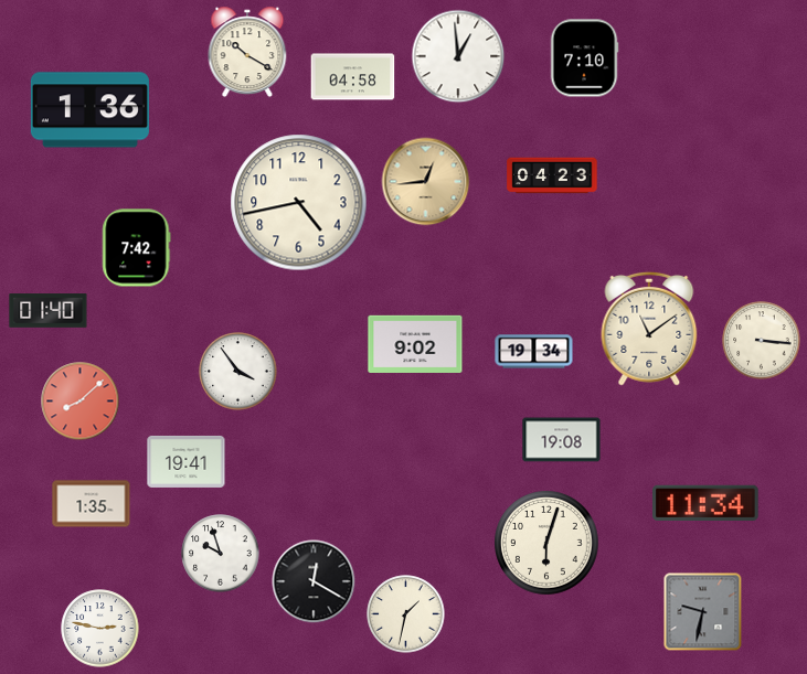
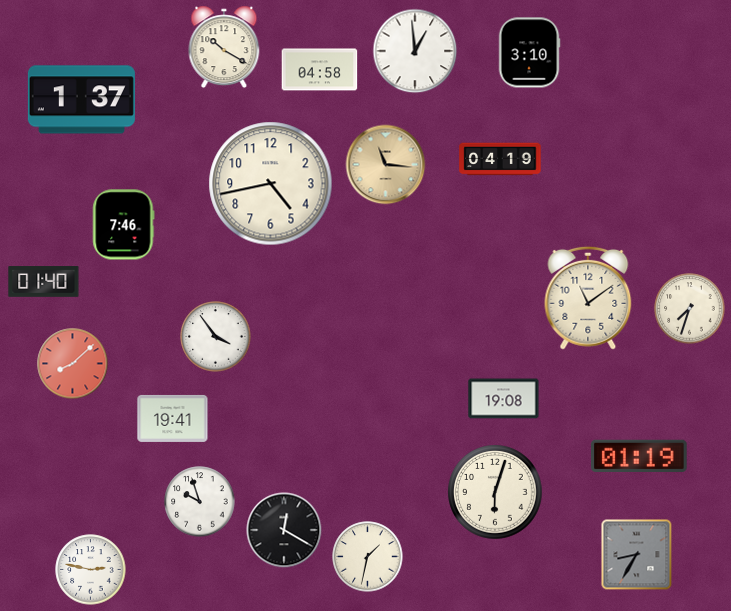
clock at (584, 58): 7:10 -> 3:10
clock at (89, 110): 1:36 -> 1:37
clock at (552, 175): 04:23 -> 04:19
clock at (426, 182): 12:44 -> 11:16
clock at (137, 248): 7:42 -> 7:46
clock at (762, 341): 3:16 -> 7:33
clock at (415, 343): 9:02 -> none
clock at (534, 352): 19:34 -> none
clock at (562, 440) position: (562, 440) -> (504, 399)
clock at (187, 461) position: (187, 461) -> (173, 418)
clock at (705, 502): 11:34 -> 01:19
clock at (92, 504): 1:35 -> none
clock at (314, 581) position: (314, 581) -> (284, 530)
clock at (703, 612): 9:32 -> 8:35
